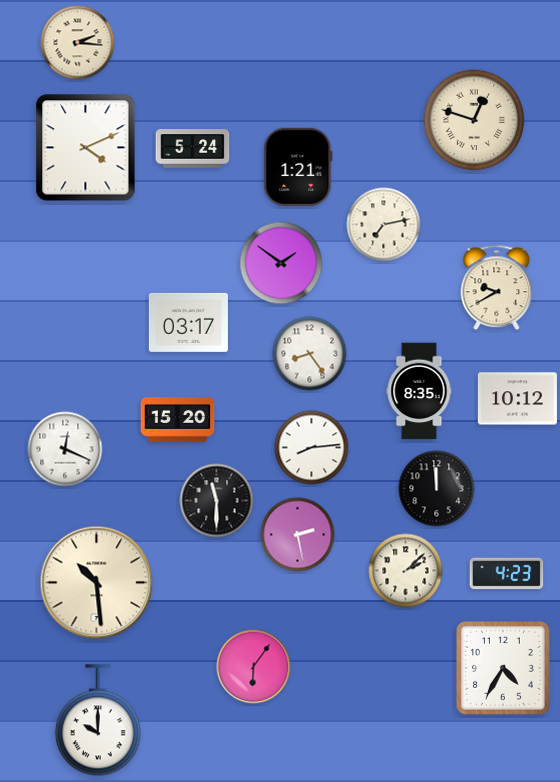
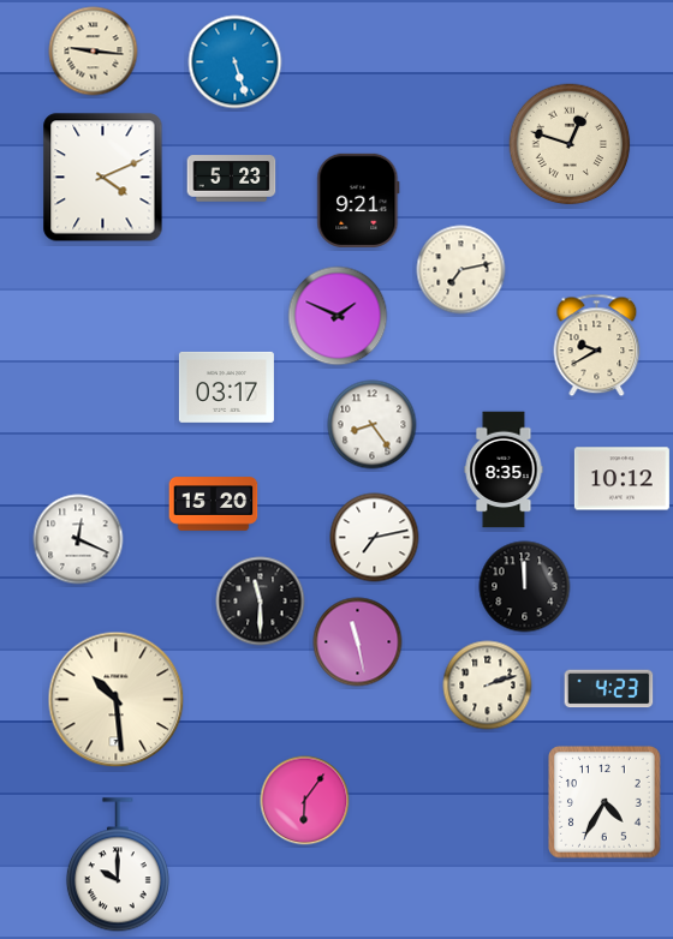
clock at (78, 43): 2:16 -> 9:16
clock at (236, 62): none -> 5:27
clock at (193, 149): 5:24 -> 5:23
clock at (298, 167): 1:21 -> 9:21
clock at (281, 263): 1:51 -> 1:49
clock at (312, 448): 8:14 -> 7:13
clock at (298, 535): 2:28 -> 11:28
clock at (406, 571): 2:08 -> 2:12
